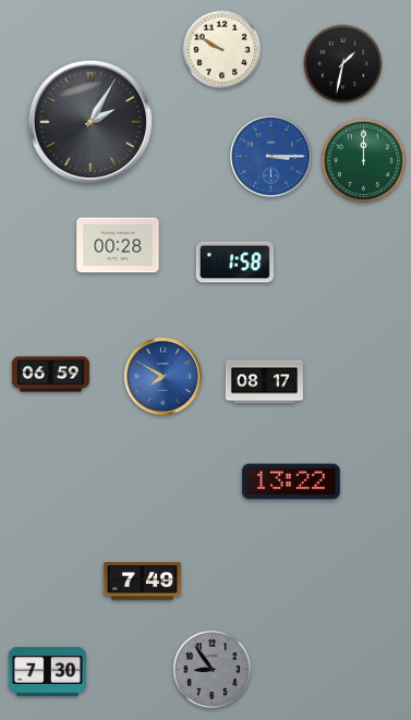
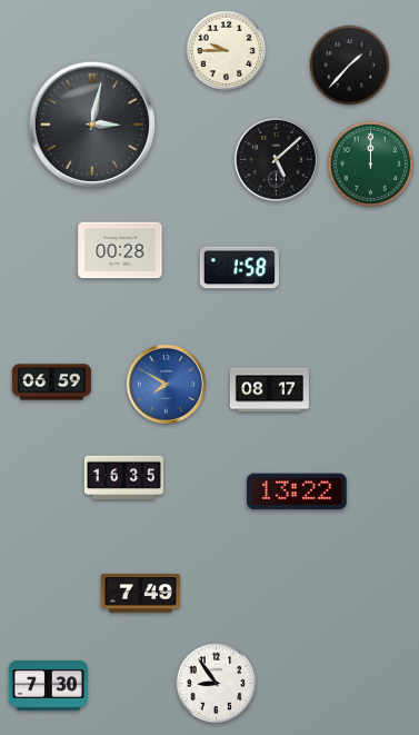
clock at (222, 50): 9:50 -> 9:45
clock at (343, 64): 1:32 -> 1:37
clock at (90, 122): 2:05 -> 3:02
clock at (270, 156): 3:15 -> 5:08
clock at (270, 156) dial: blue -> black
clock at (123, 478): none -> 16:35
clock at (142, 582) position: (142, 582) -> (140, 594)
clock at (213, 670) dial: grey -> white
